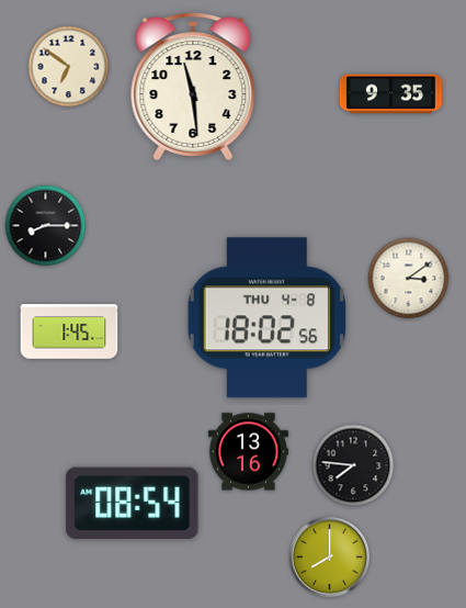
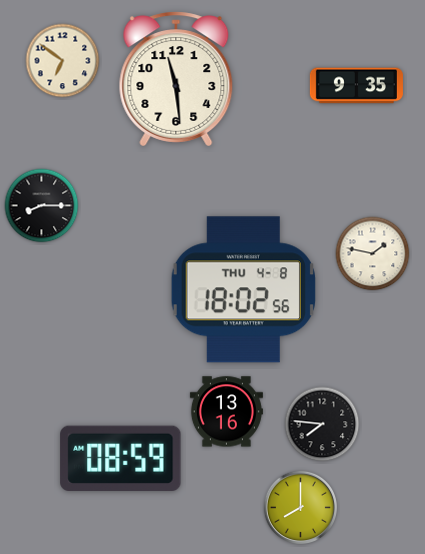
clock at (409, 279): 3:09 -> 1:47
clock at (69, 331): 1:45 -> none
clock at (133, 503): 08:54 -> 08:59
